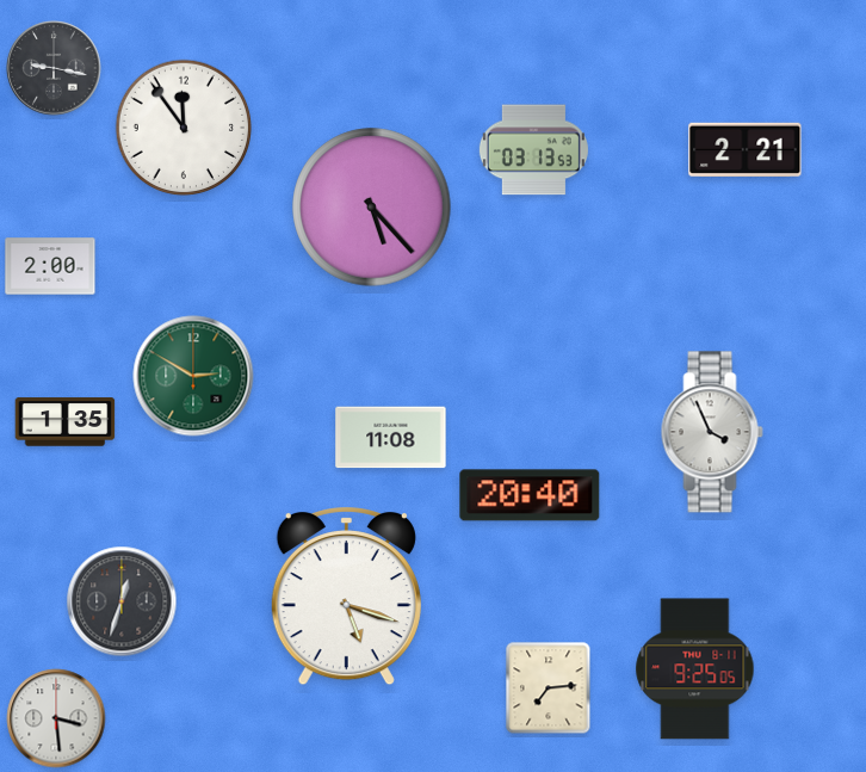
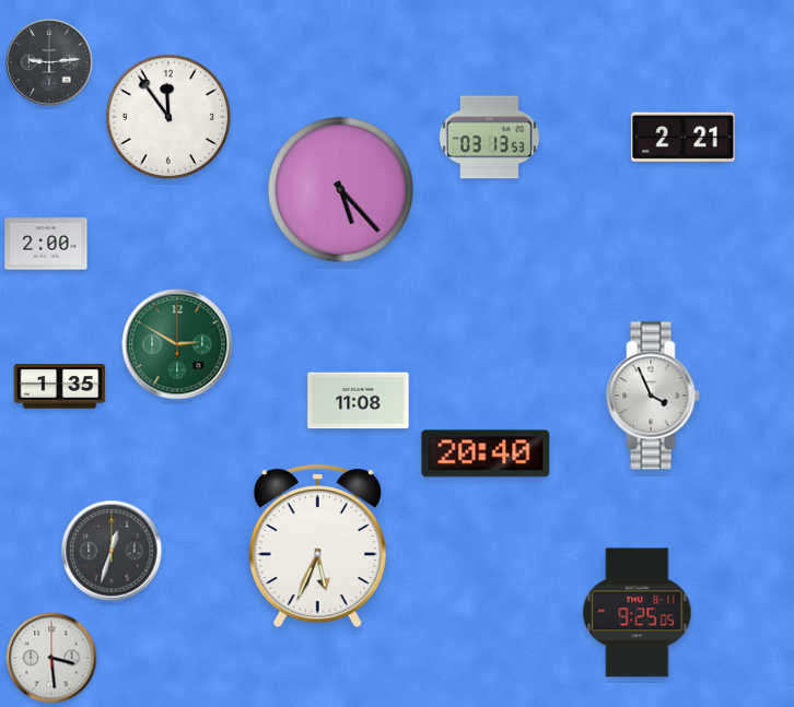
clock at (54, 68): 9:17 -> 9:14
clock at (346, 597): 5:18 -> 5:34
clock at (549, 688): 7:14 -> none
